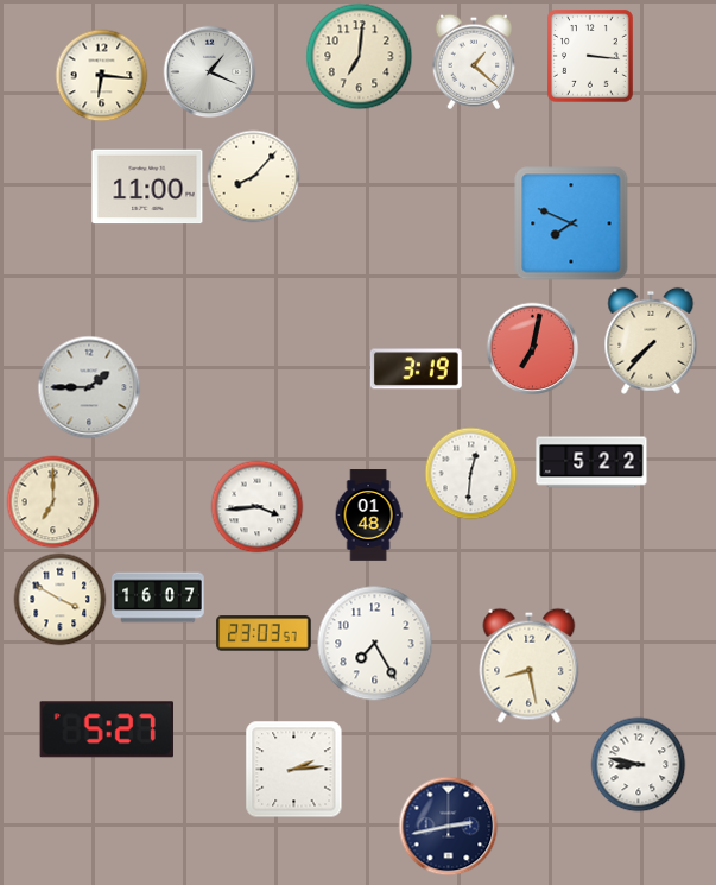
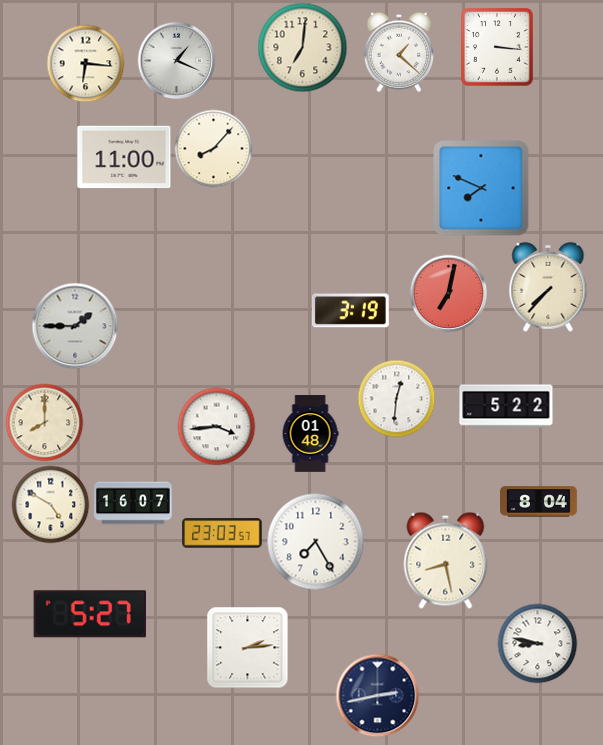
clock at (591, 462) position: (591, 462) -> (506, 406)
clock at (52, 501): 7:00 -> 8:00
clock at (539, 502): none -> 8:04
clock at (59, 599): 3:50 -> 4:50
